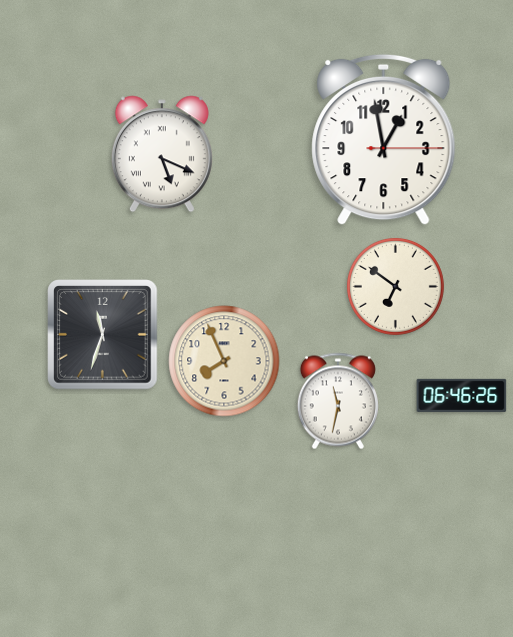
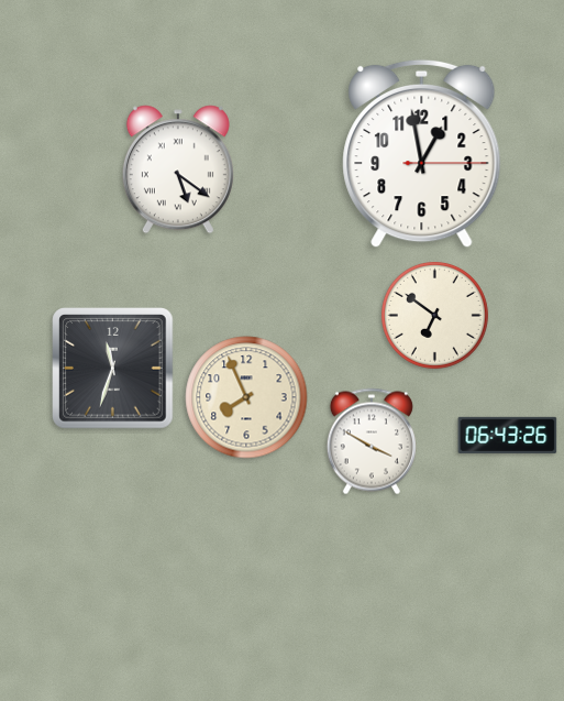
clock at (162, 154): 5:19 -> 5:21
clock at (462, 395): 06:46 -> 06:43
clock at (338, 401): 11:32 -> 3:50
